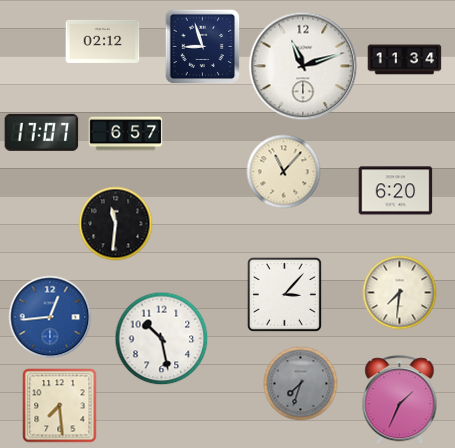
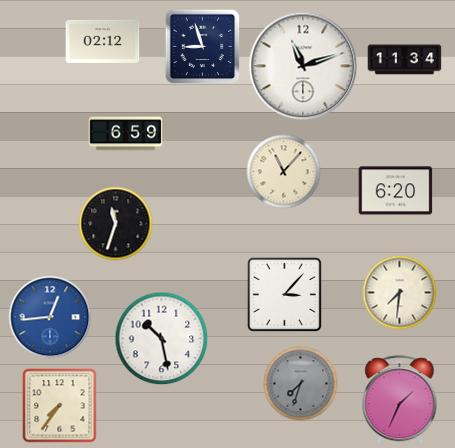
clock at (42, 132): 17:07 -> none
clock at (126, 134): 6:57 -> 6:59
clock at (116, 224): 11:31 -> 11:33
clock at (60, 406): 7:29 -> 7:36
